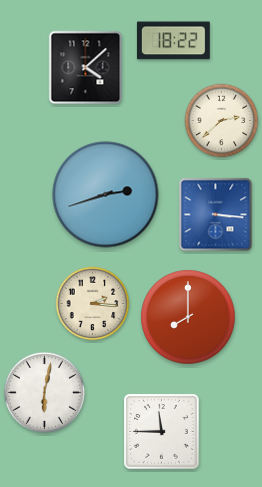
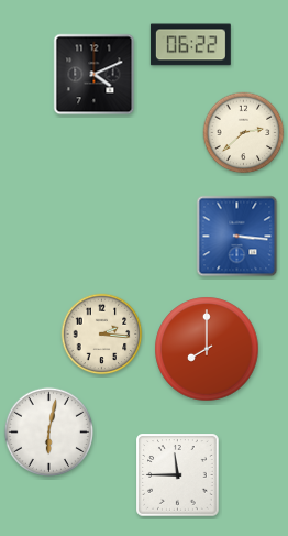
clock at (173, 41): 18:22 -> 06:22
clock at (86, 68): 4:08 -> 4:11
clock at (106, 195): 2:42 -> none
